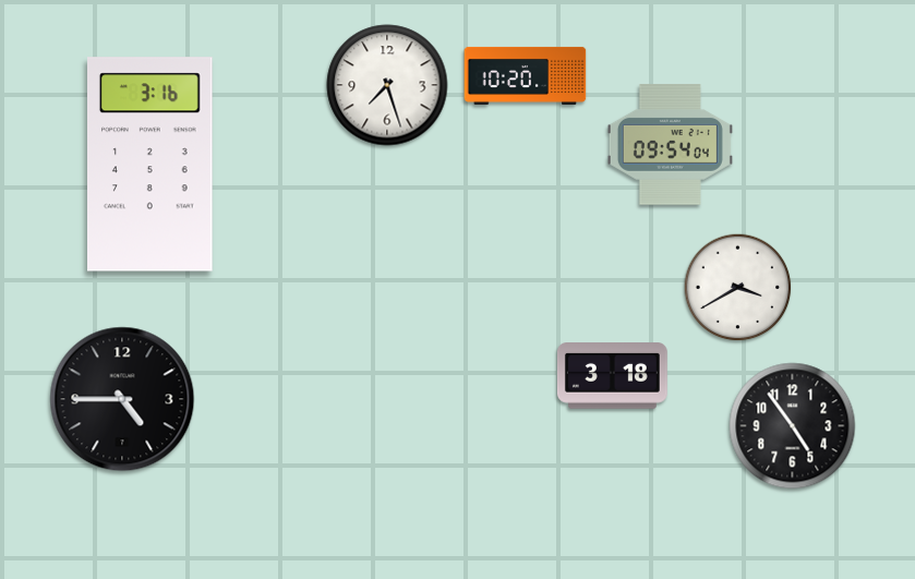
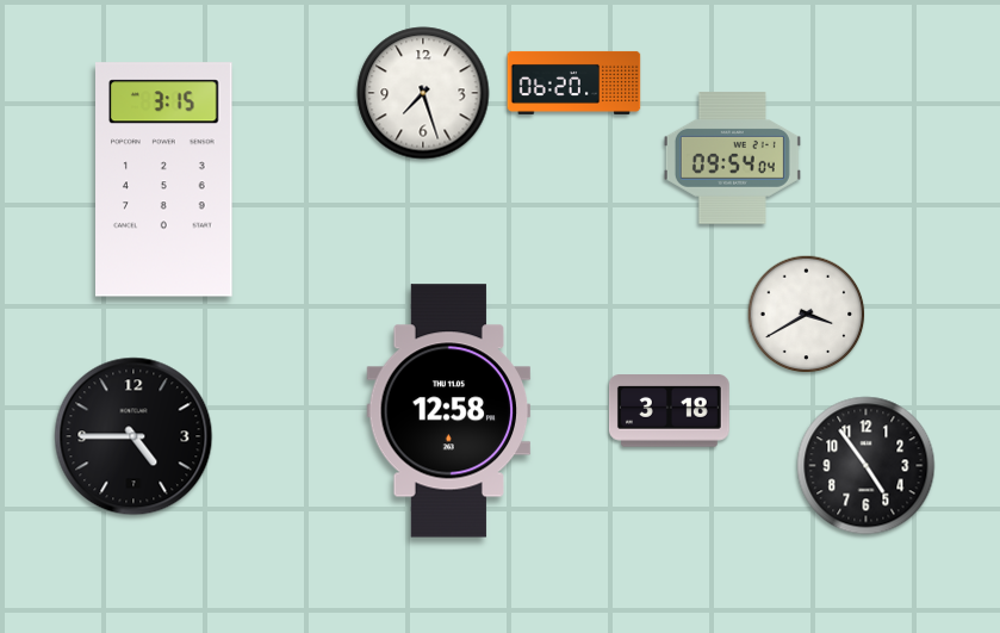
clock at (526, 75): 10:20 -> 06:20
clock at (151, 165): 3:16 -> 3:15
clock at (449, 411): none -> 12:58
